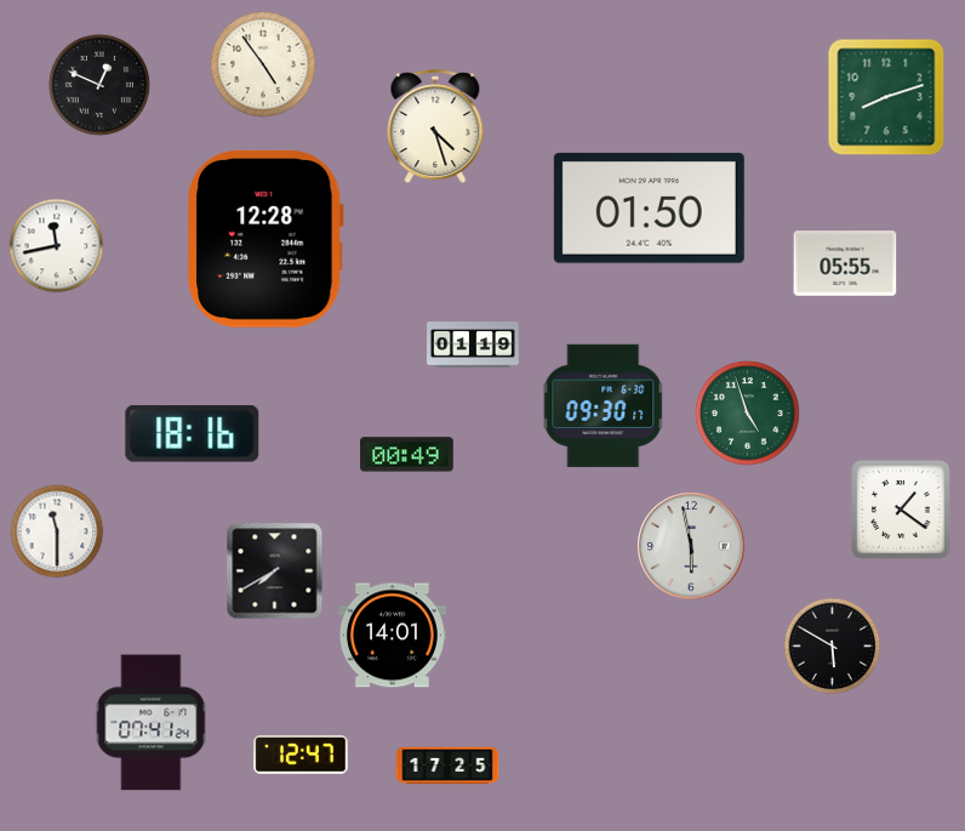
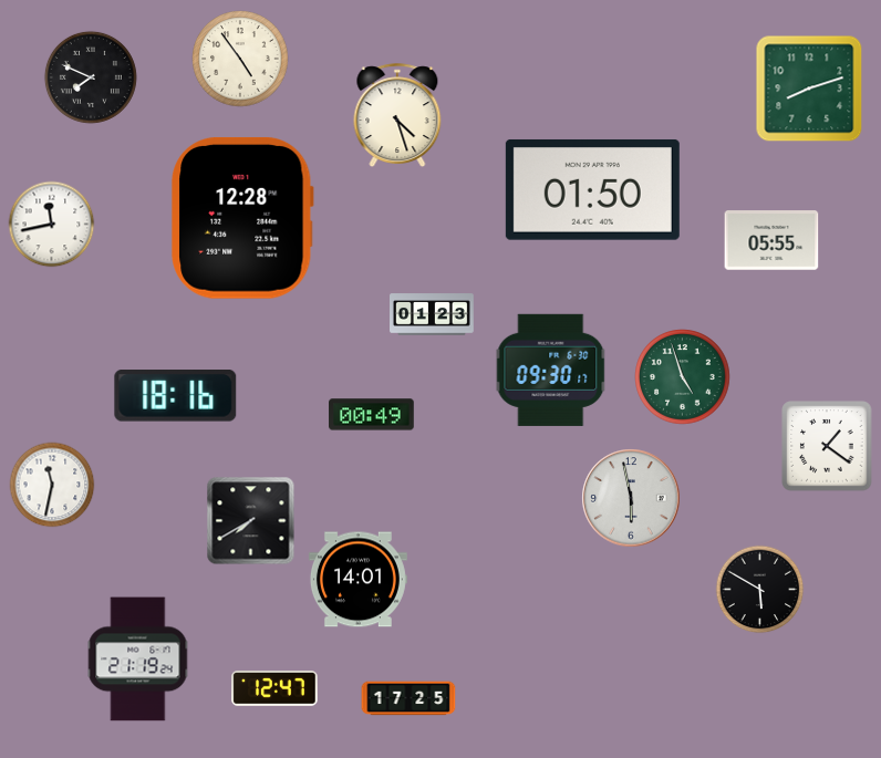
clock at (99, 85): 12:49 -> 7:49
clock at (474, 345): 01:19 -> 01:23
clock at (901, 510) position: (901, 510) -> (827, 446)
clock at (57, 531): 11:30 -> 11:32
clock at (152, 723): 07:41 -> 21:19
